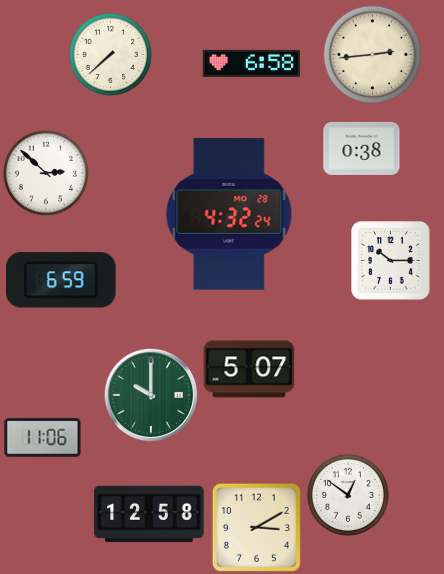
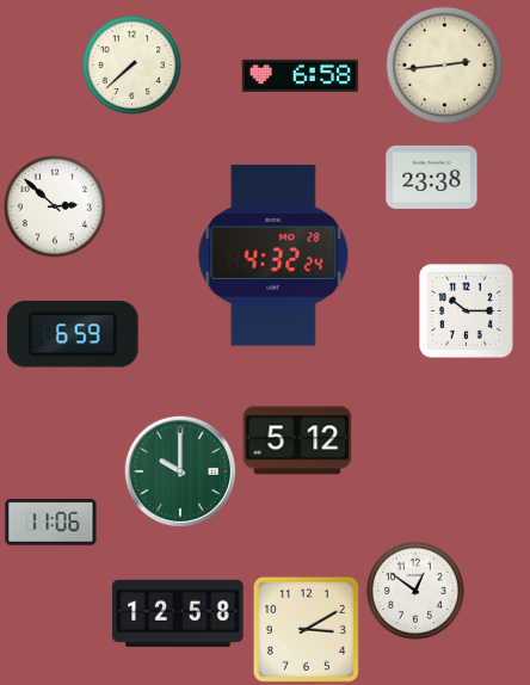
clock at (362, 148): 0:38 -> 23:38
clock at (249, 369): 5:07 -> 5:12
